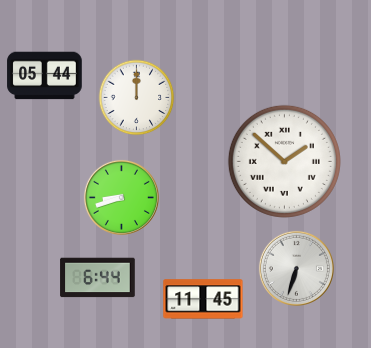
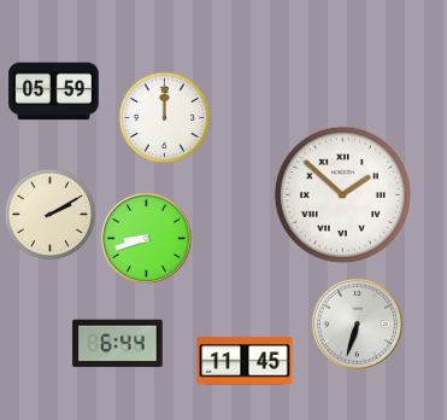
clock at (45, 76): 05:44 -> 05:59
clock at (51, 215): none -> 2:10
clock at (98, 278) position: (98, 278) -> (118, 344)
